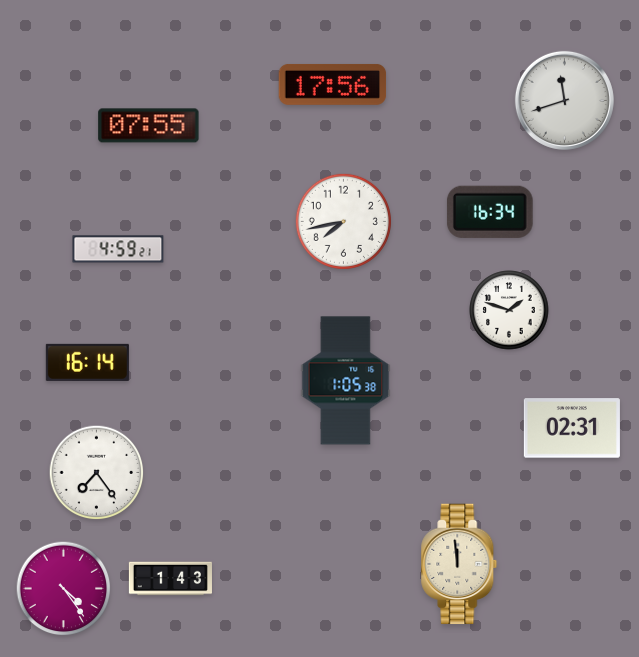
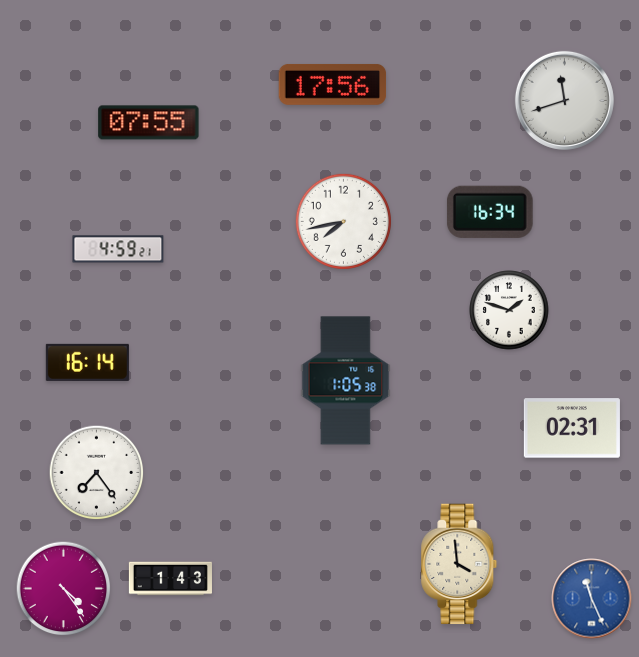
clock at (149, 126) position: (149, 126) -> (149, 123)
clock at (459, 564): 11:59 -> 3:59
clock at (592, 599): none -> 11:26
